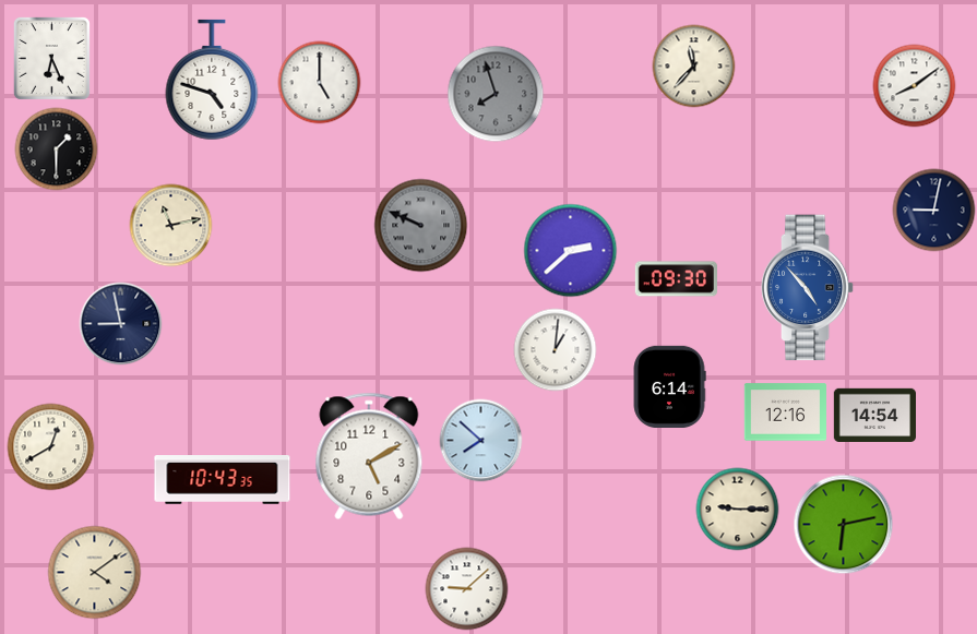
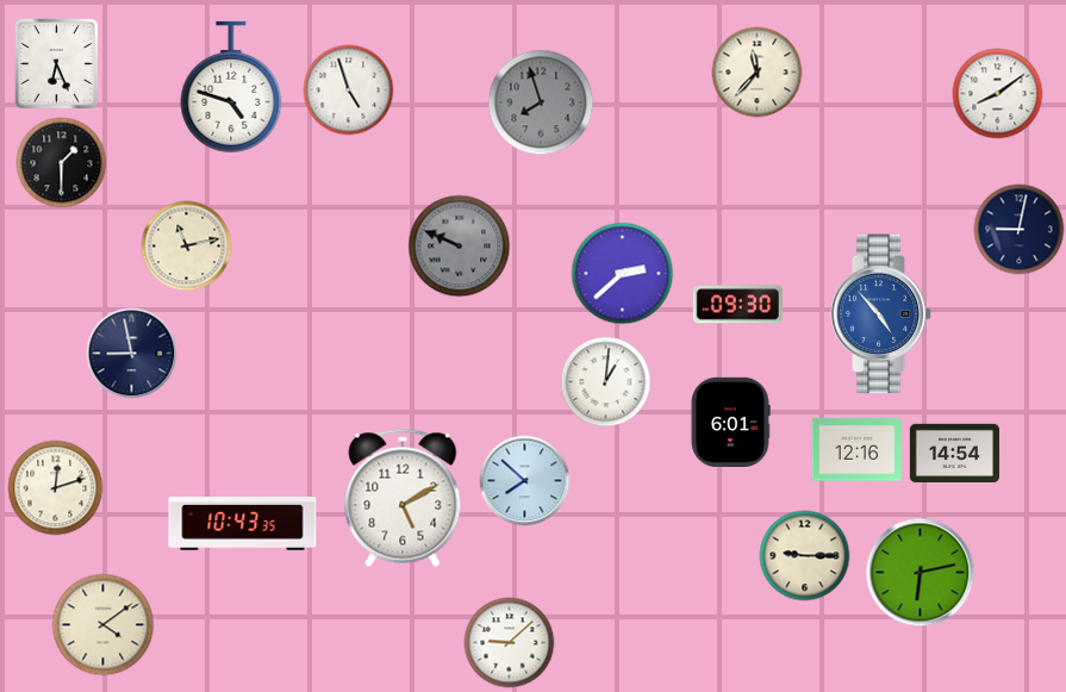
clock at (320, 83): 5:00 -> 4:57
clock at (669, 386): 6:14 -> 6:01
clock at (51, 447): 12:40 -> 12:12
